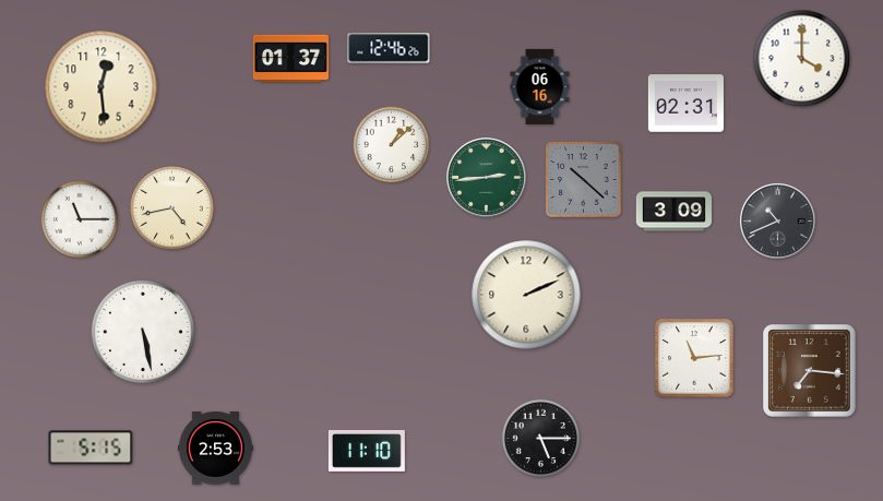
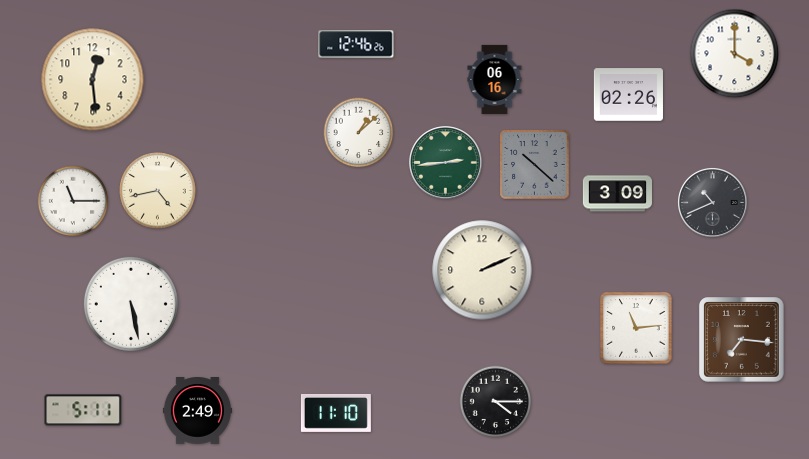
clock at (290, 59): 01:37 -> none
clock at (685, 104): 02:31 -> 02:26
clock at (541, 439): 5:15 -> 4:15
clock at (91, 448): 5:15 -> 5:11
clock at (215, 449): 2:53 -> 2:49
